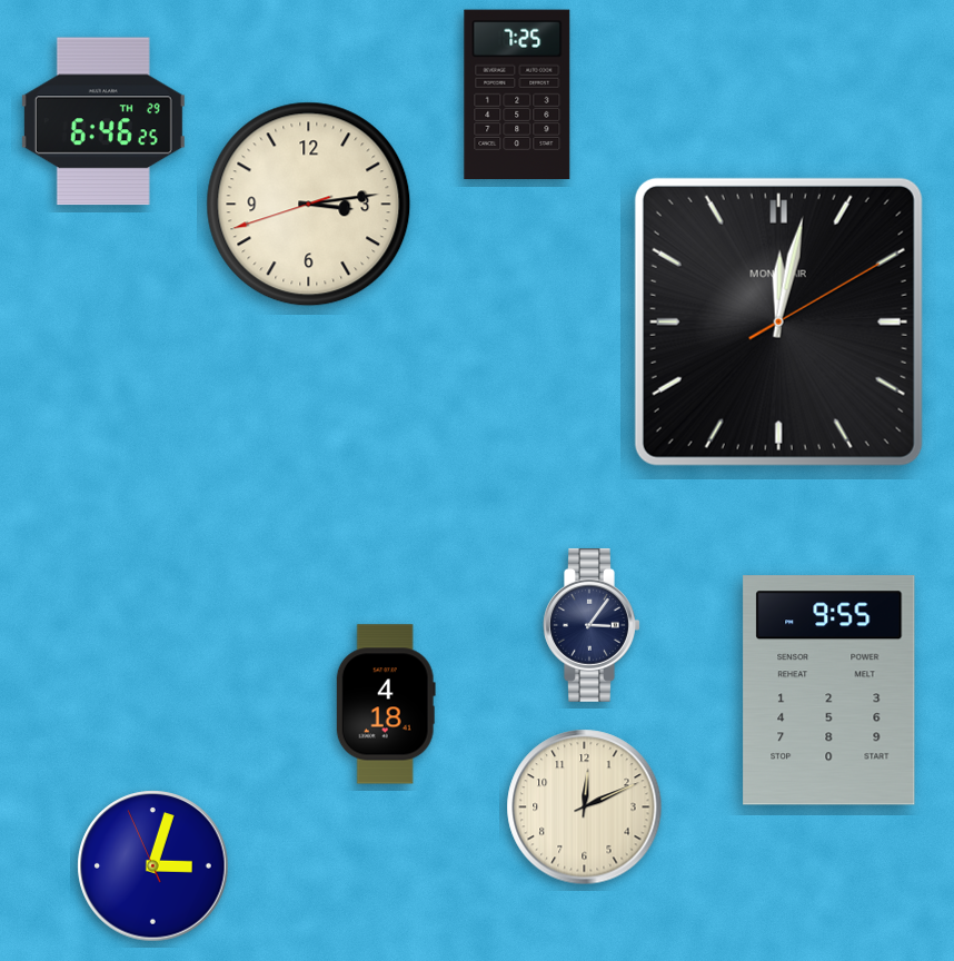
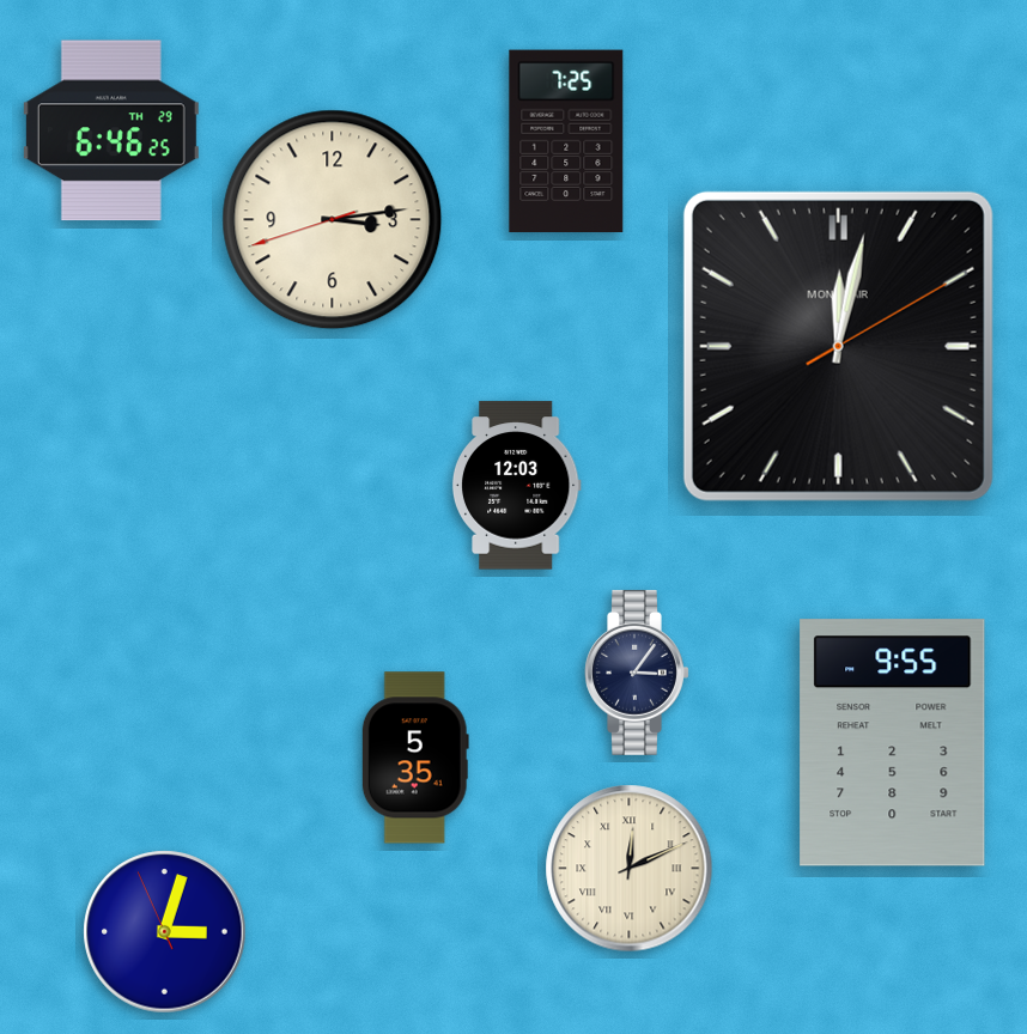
clock at (517, 95) position: (517, 95) -> (566, 141)
clock at (516, 486): none -> 12:03
clock at (386, 704): 4:18 -> 5:35
clock at (585, 808) numerals: Arabic -> Roman
